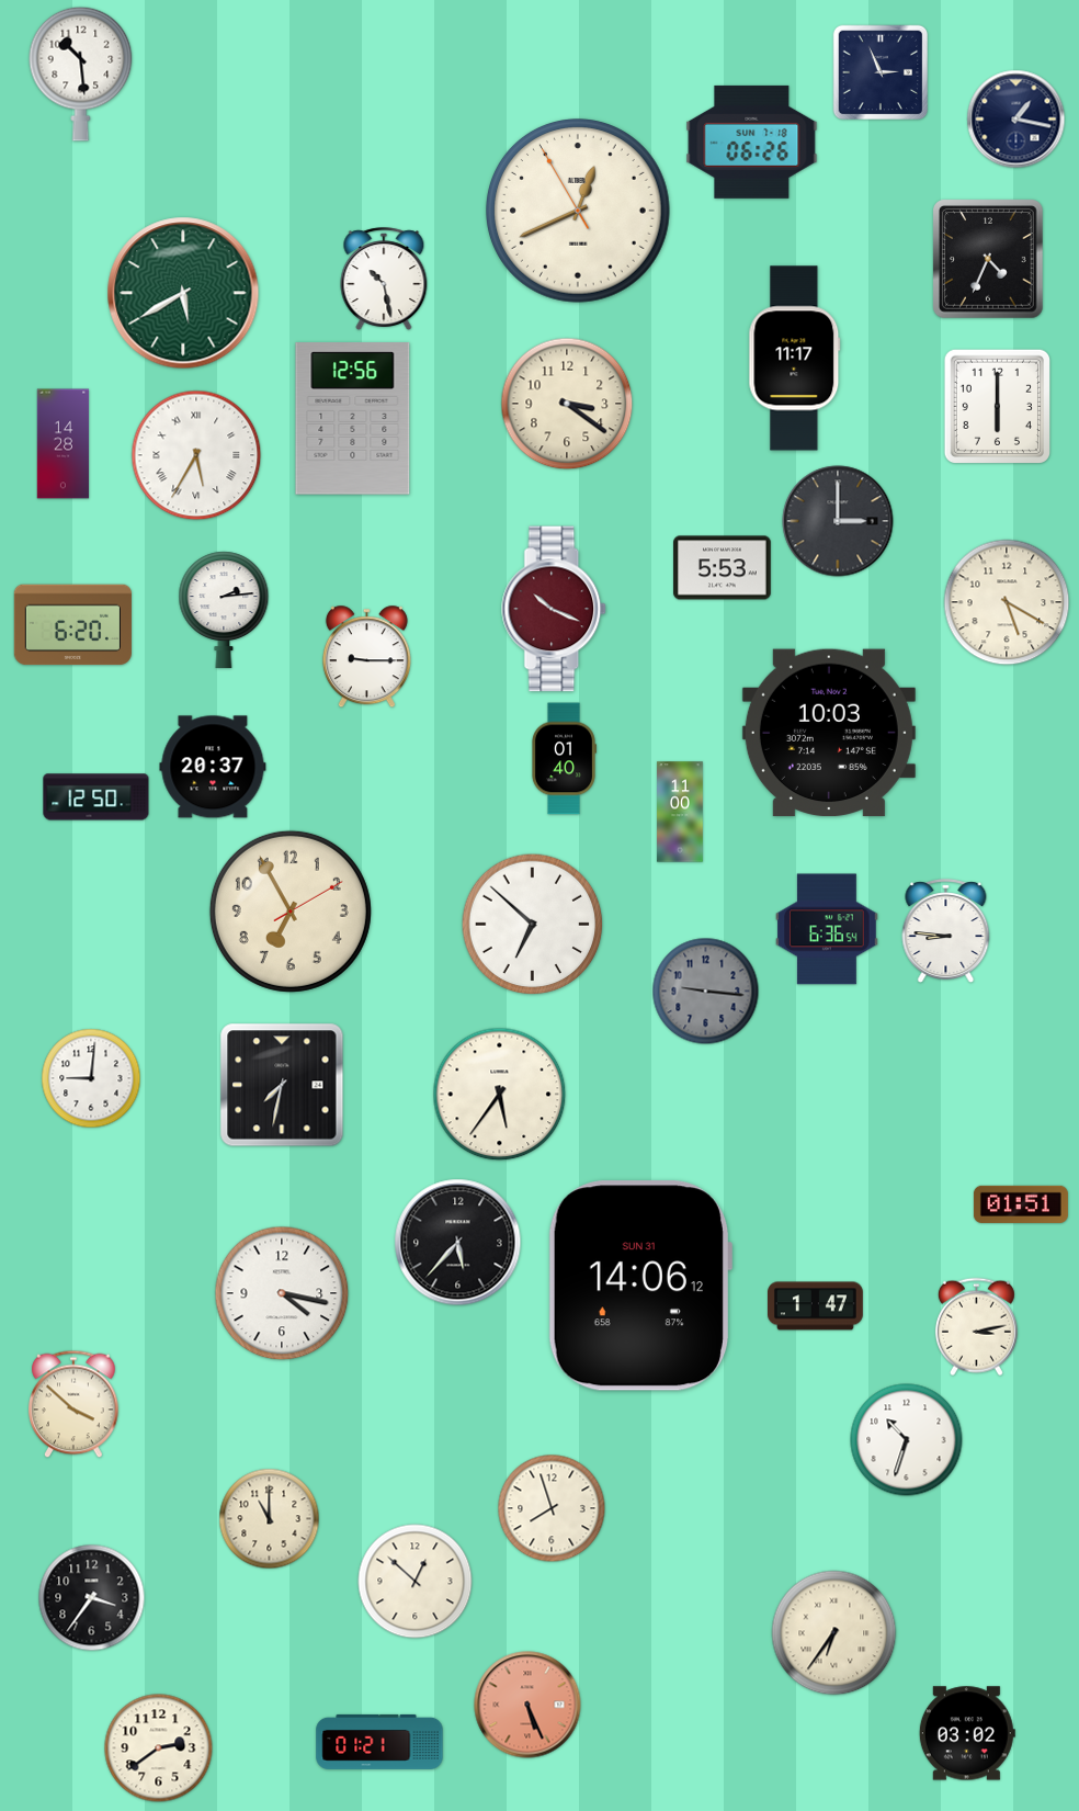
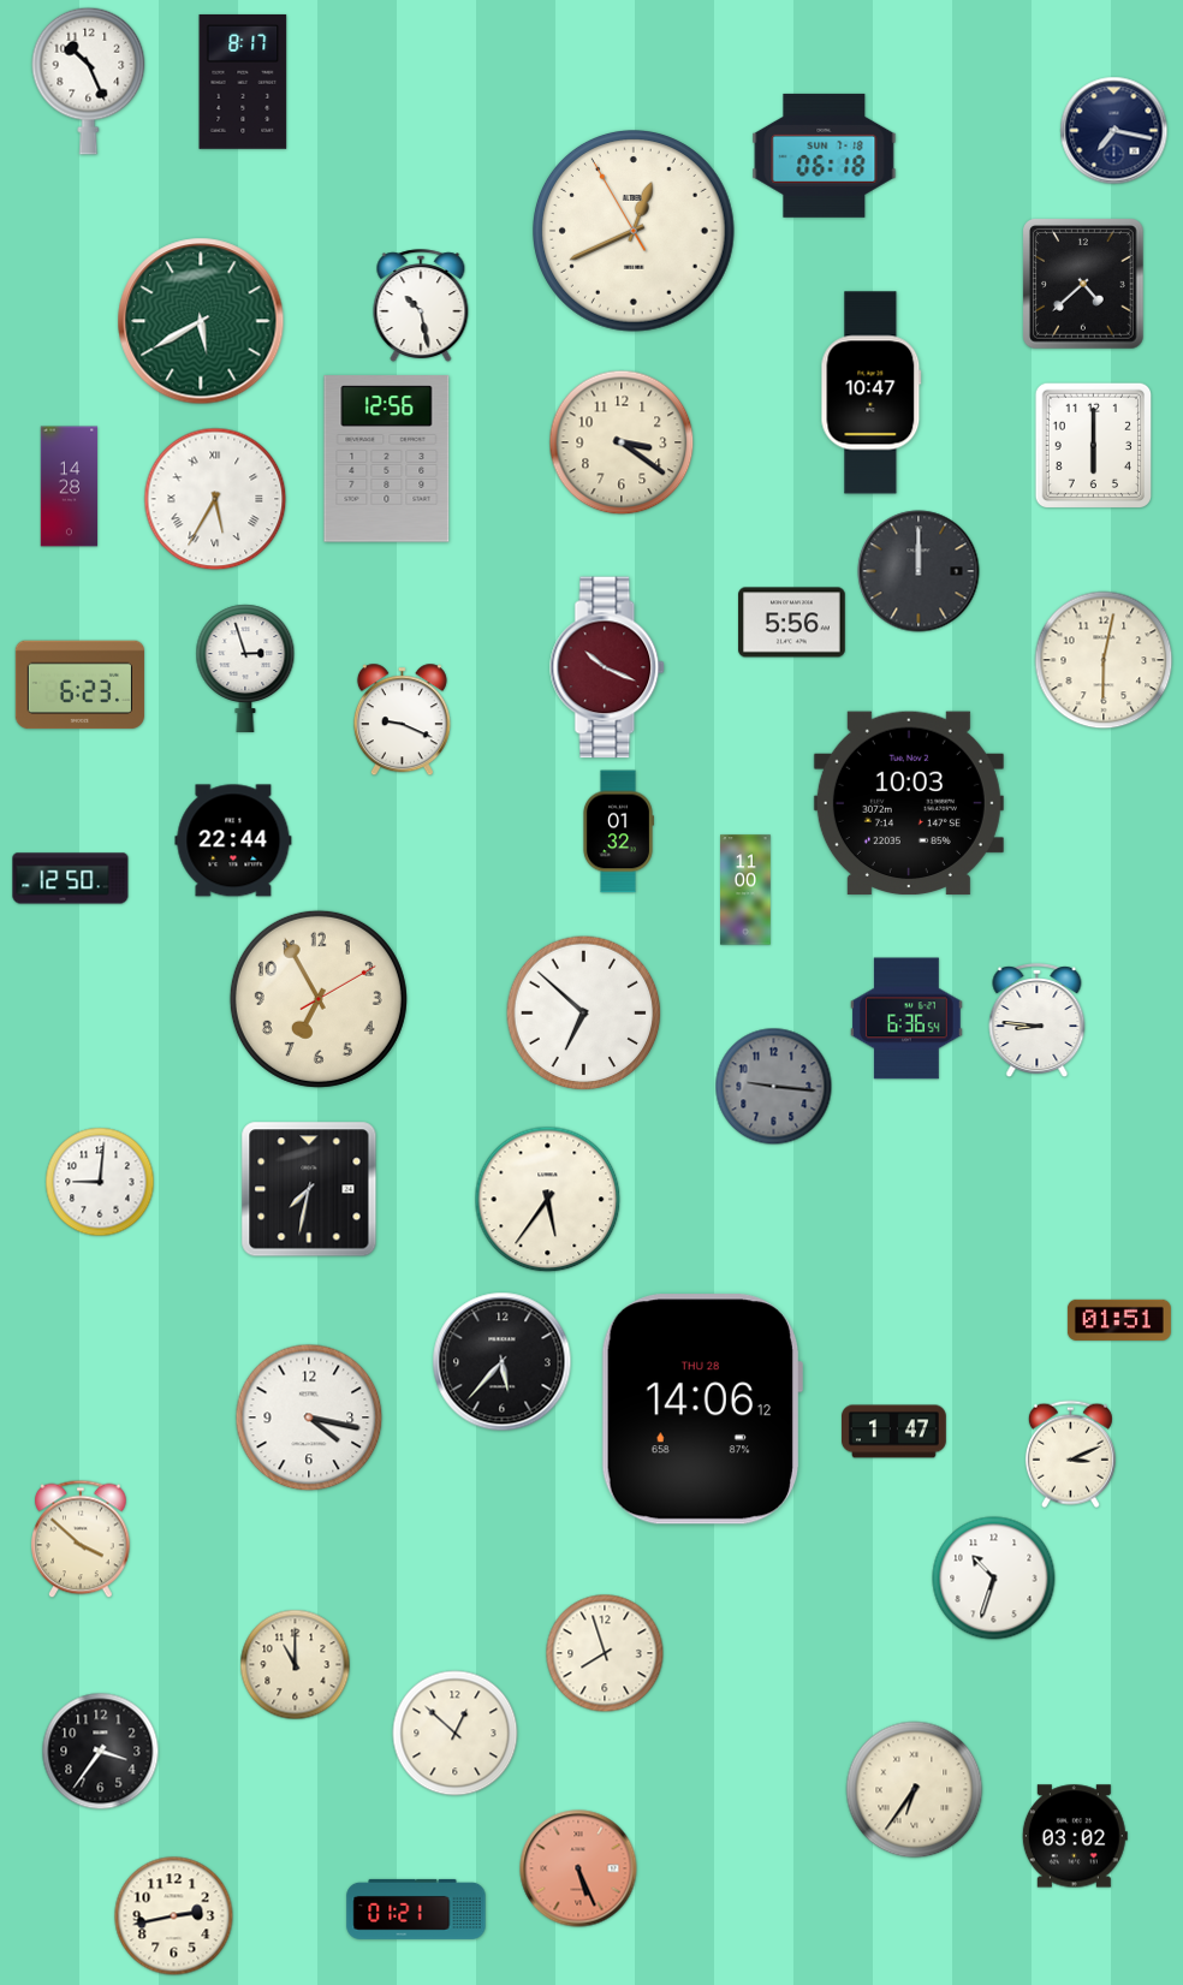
clock at (881, 72): 2:56 -> none
clock at (81, 73): 10:29 -> 10:26
clock at (243, 82): none -> 8:17
clock at (1016, 120): 1:17 -> 7:17
clock at (752, 142): 06:26 -> 06:18
clock at (989, 259): 4:34 -> 4:38
clock at (795, 359): 11:17 -> 10:47
clock at (838, 521): 3:00 -> 12:00
clock at (723, 568): 5:53 -> 5:56
clock at (1007, 602): 5:20 -> 6:02
clock at (224, 609): 2:14 -> 2:57
clock at (72, 625): 6:20 -> 6:23
clock at (366, 657): 9:15 -> 9:19
clock at (564, 759): 01:40 -> 01:32
clock at (213, 767): 20:37 -> 22:44
clock at (96, 797) position: (96, 797) -> (71, 879)
clock at (639, 1286) date: SUN 31 -> THU 28
clock at (976, 1327): 3:13 -> 3:11
clock at (967, 1733) position: (967, 1733) -> (1075, 1836)
clock at (159, 1748): 2:39 -> 2:43
